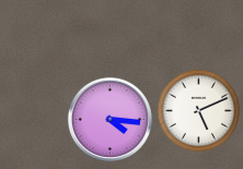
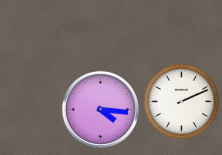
clock at (199, 111): 5:11 -> 2:11
